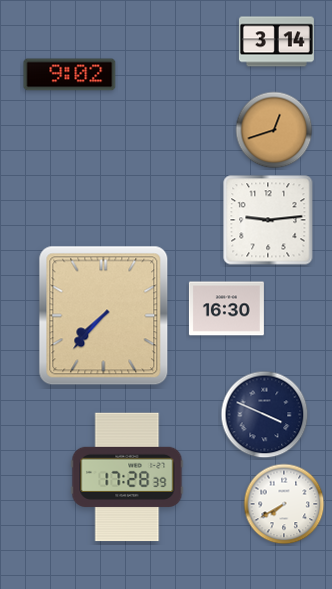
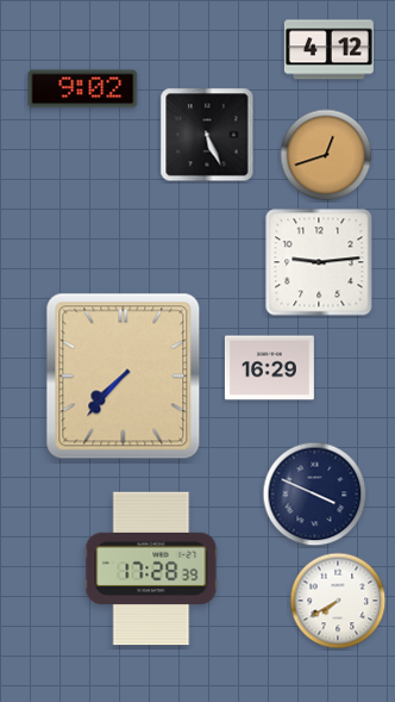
clock at (276, 42): 3:14 -> 4:12
clock at (207, 135): none -> 5:26
clock at (226, 309): 16:30 -> 16:29
